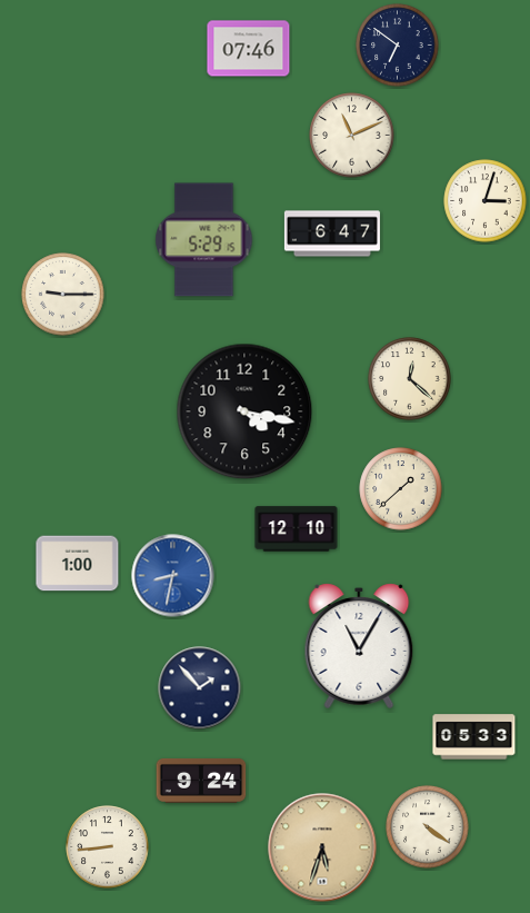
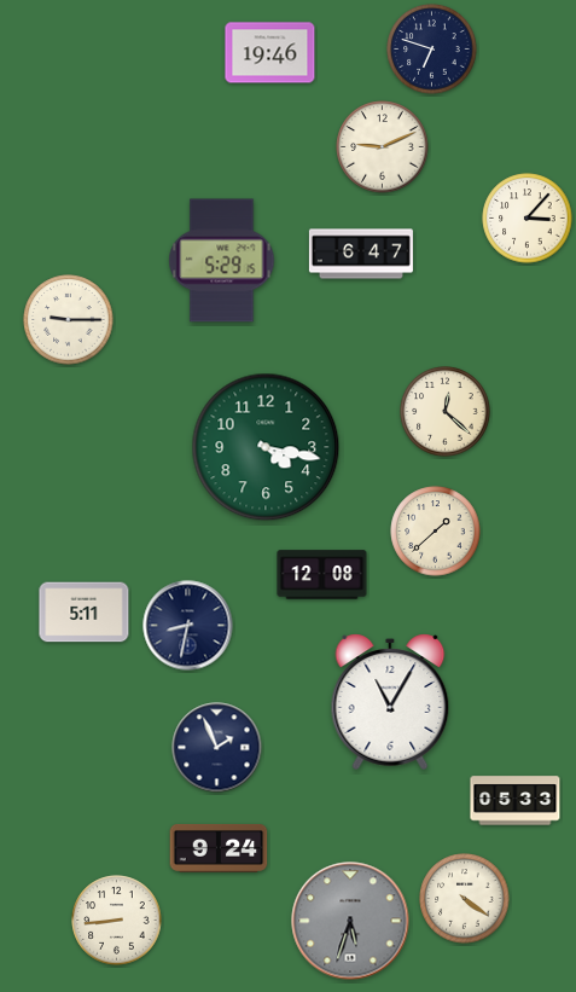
clock at (398, 46): 6:51 -> 6:48
clock at (249, 49): 07:46 -> 19:46
clock at (352, 136): 11:11 -> 9:11
clock at (486, 201): 3:03 -> 3:07
clock at (244, 411) dial: black -> green
clock at (297, 529): 12:10 -> 12:08
clock at (78, 564): 1:00 -> 5:11
clock at (173, 576) dial: blue -> navy
clock at (200, 688): 1:53 -> 1:56
clock at (322, 847) dial: champagne -> grey
